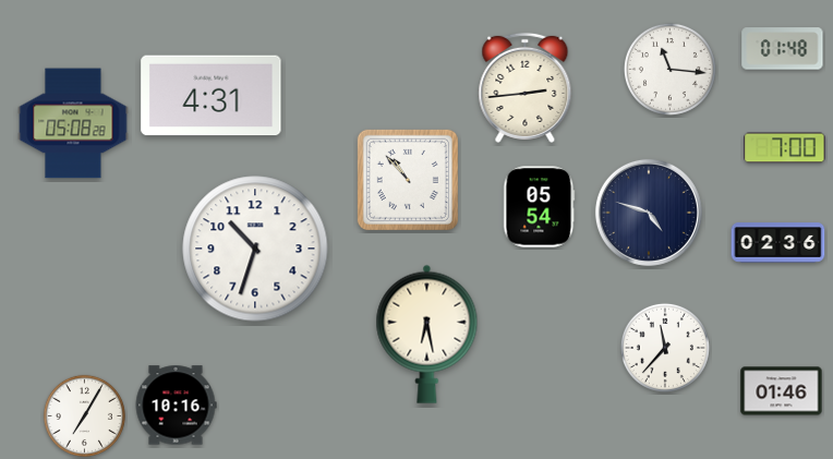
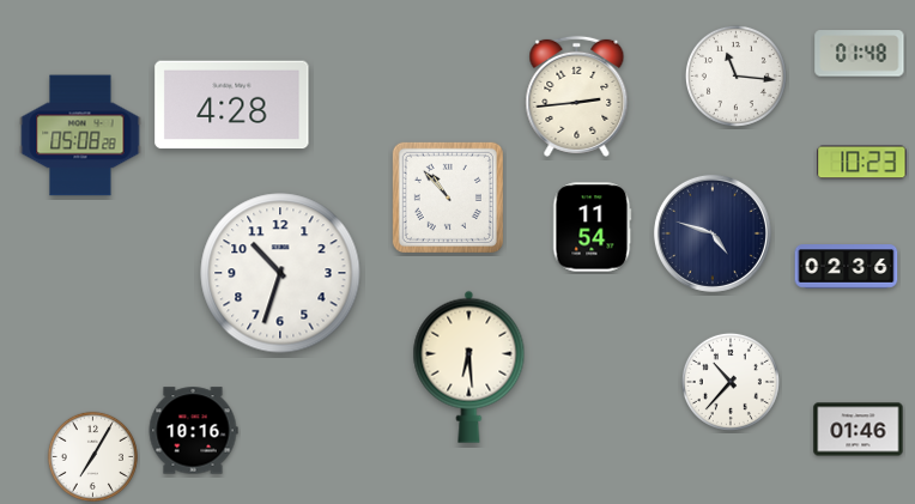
clock at (212, 96): 4:31 -> 4:28
clock at (785, 148): 7:00 -> 10:23
clock at (540, 207): 05:54 -> 11:54
clock at (778, 243) position: (778, 243) -> (847, 267)
clock at (427, 334): 6:28 -> 6:29
clock at (665, 348): 11:37 -> 10:37
clock at (176, 406) position: (176, 406) -> (193, 431)
